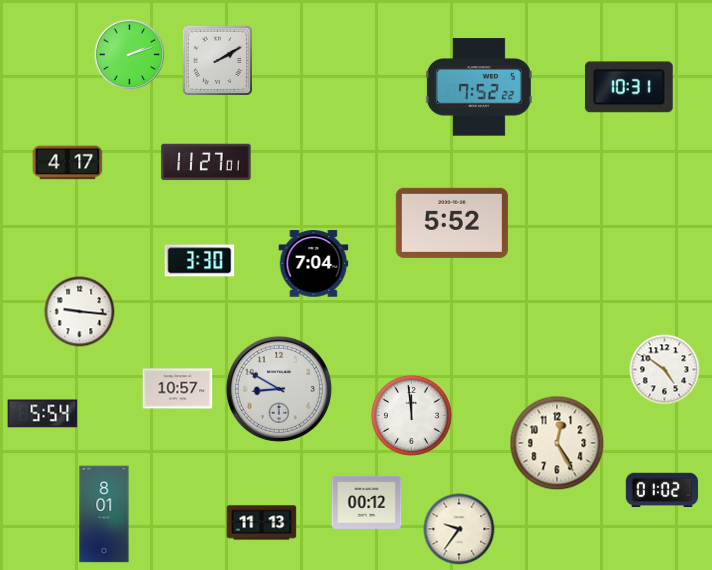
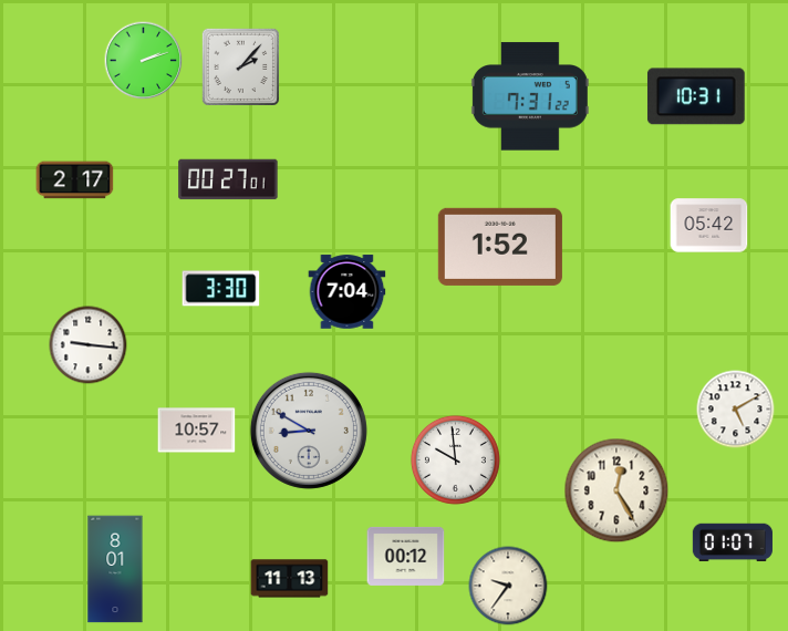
clock at (217, 60): 2:10 -> 2:07
clock at (479, 87): 7:52 -> 7:31
clock at (206, 162): 11:27 -> 00:27
clock at (68, 163): 4:17 -> 2:17
clock at (709, 226): none -> 05:42
clock at (452, 223): 5:52 -> 1:52
clock at (665, 370): 4:51 -> 5:10
clock at (43, 414): 5:54 -> none
clock at (411, 415): 11:59 -> 9:59
clock at (662, 490): 01:02 -> 01:07
